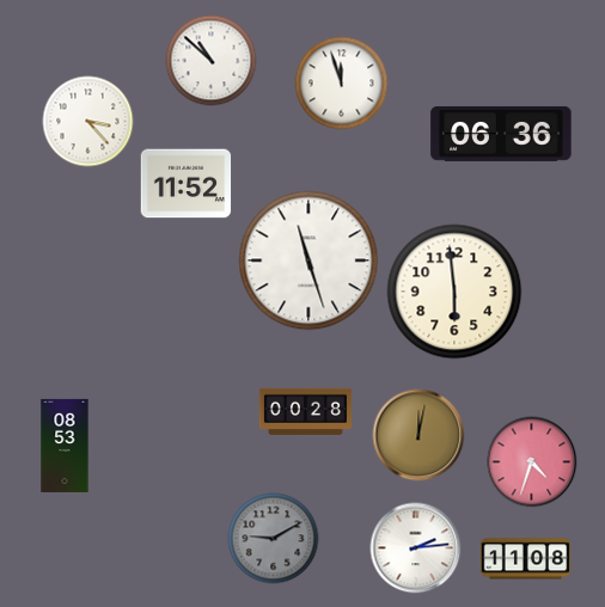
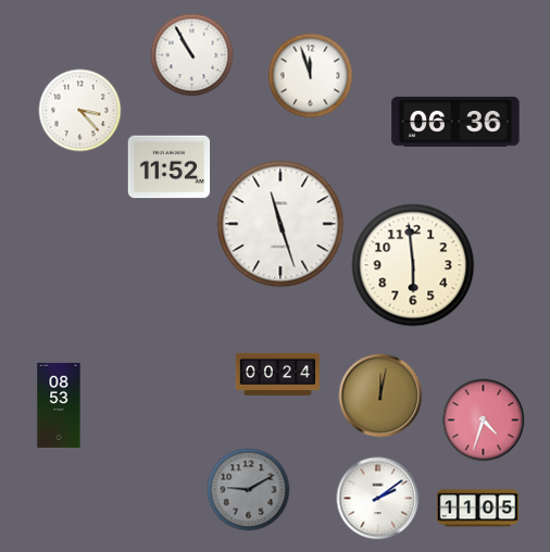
clock at (212, 61): 10:52 -> 10:55
clock at (308, 260) position: (308, 260) -> (280, 224)
clock at (305, 411): 00:28 -> 00:24
clock at (416, 548): 2:14 -> 2:09
clock at (526, 559): 11:08 -> 11:05
